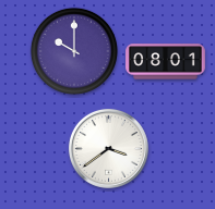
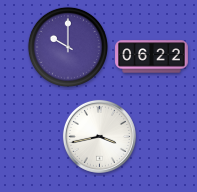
clock at (166, 62): 08:01 -> 06:22
clock at (108, 148): 3:39 -> 3:43
